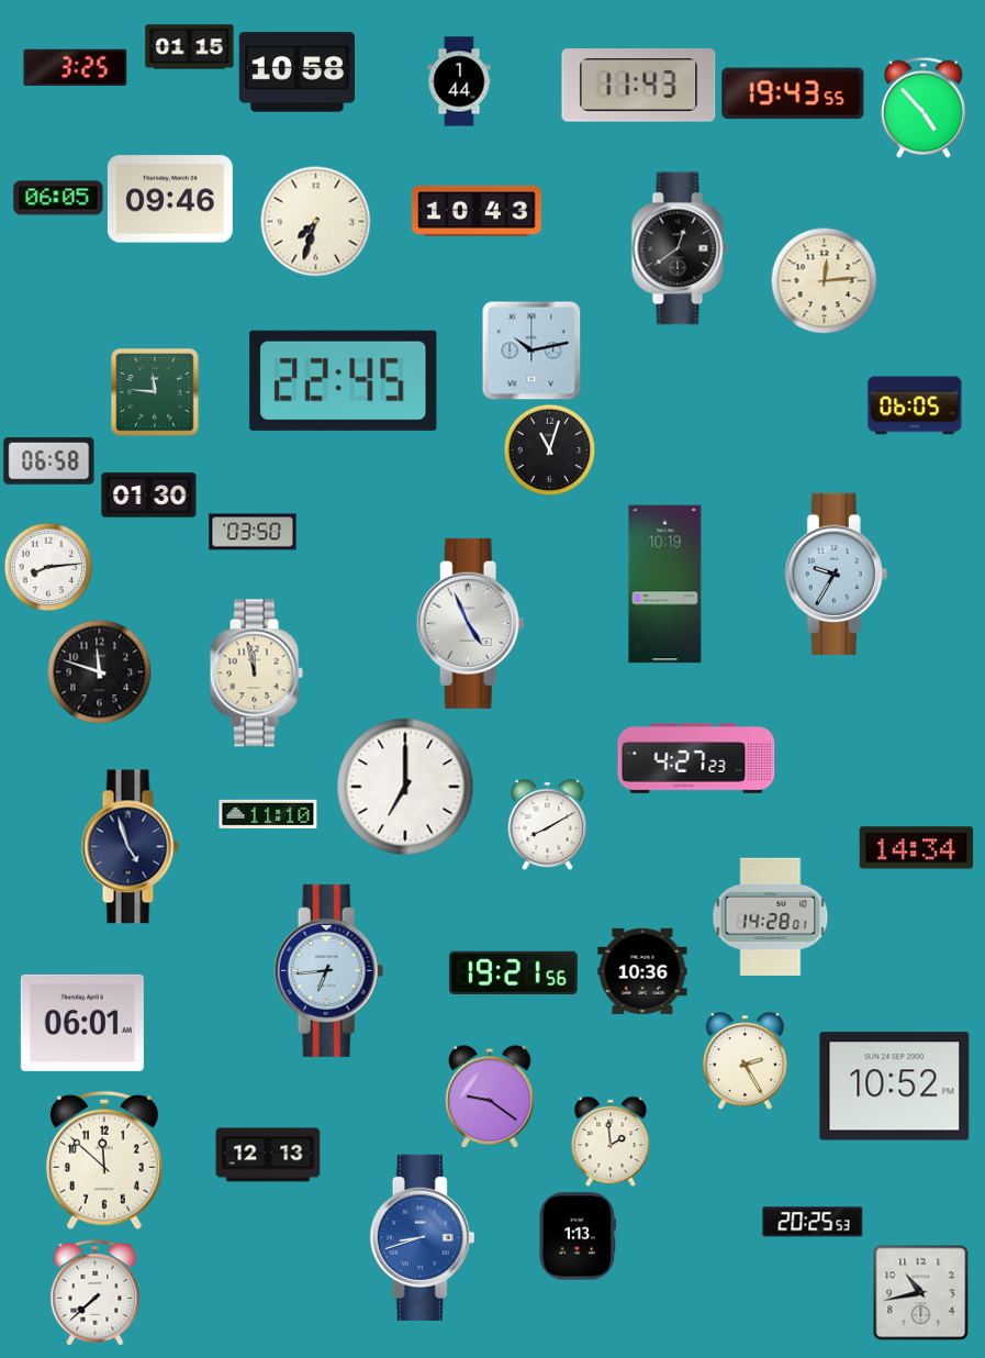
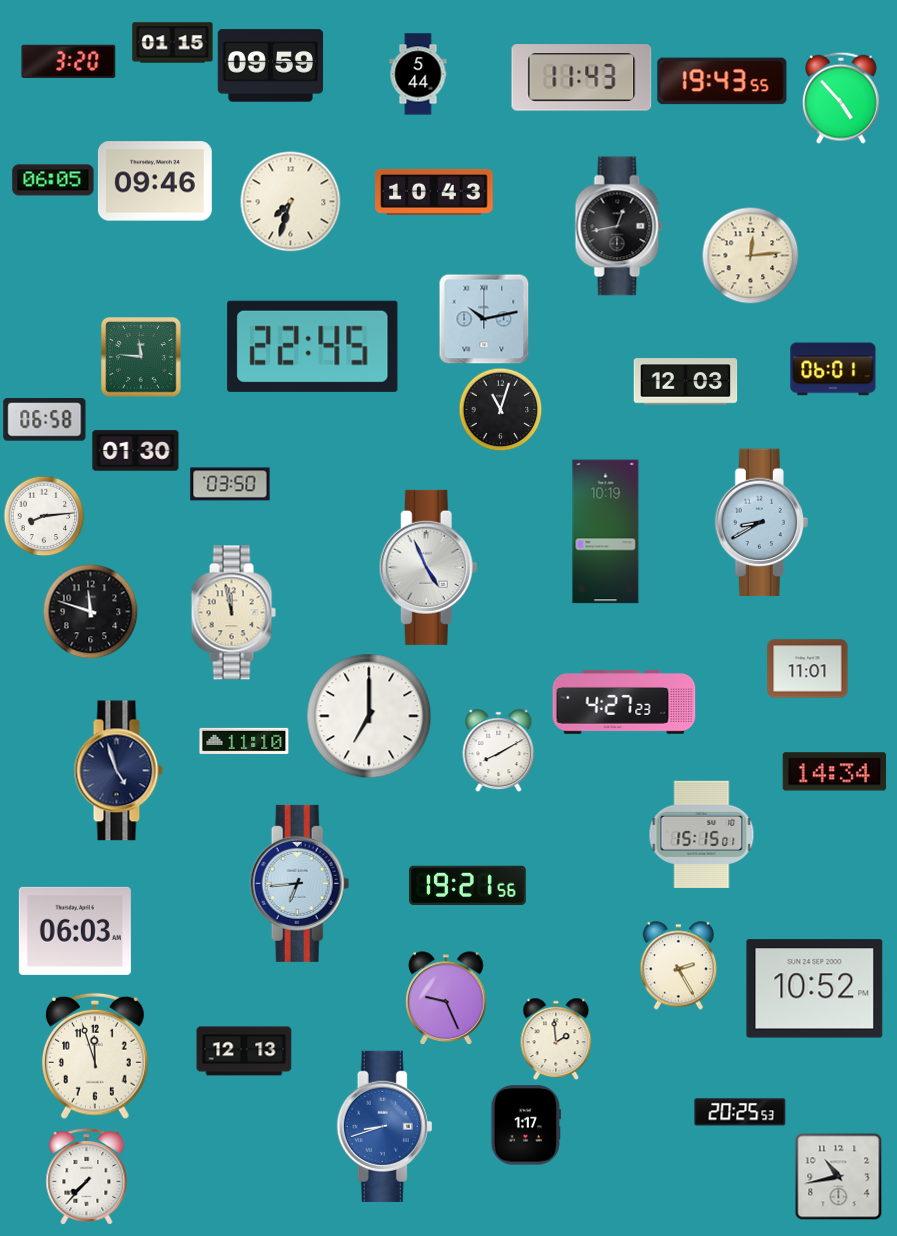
clock at (76, 67): 3:25 -> 3:20
clock at (298, 73): 10:58 -> 09:59
clock at (459, 81): 1:44 -> 5:44
clock at (793, 93) position: (793, 93) -> (722, 81)
clock at (316, 222) position: (316, 222) -> (291, 202)
clock at (680, 248): 12:39 -> 12:43
clock at (915, 405): 06:05 -> 06:01
clock at (686, 382): none -> 12:03
clock at (836, 575): 9:35 -> 8:40
clock at (808, 669): none -> 11:01
clock at (696, 758) position: (696, 758) -> (624, 702)
clock at (771, 916): 14:28 -> 15:15
clock at (642, 971): 10:36 -> none
clock at (82, 1023): 06:01 -> 06:03
clock at (490, 1097): 9:21 -> 9:26
clock at (104, 1160): 11:52 -> 11:57
clock at (578, 1236): 1:13 -> 1:17
clock at (96, 1293): 7:38 -> 7:37
